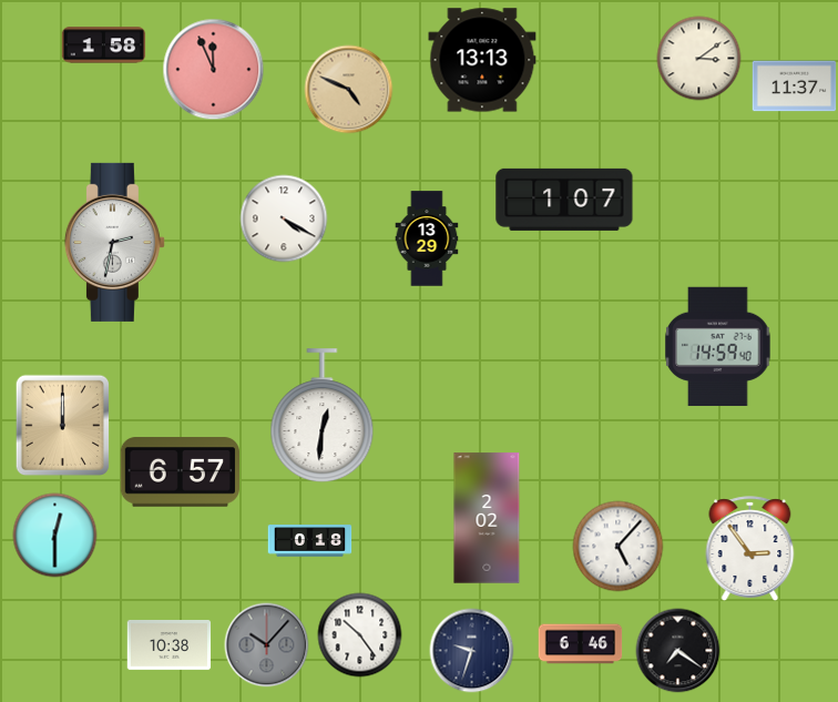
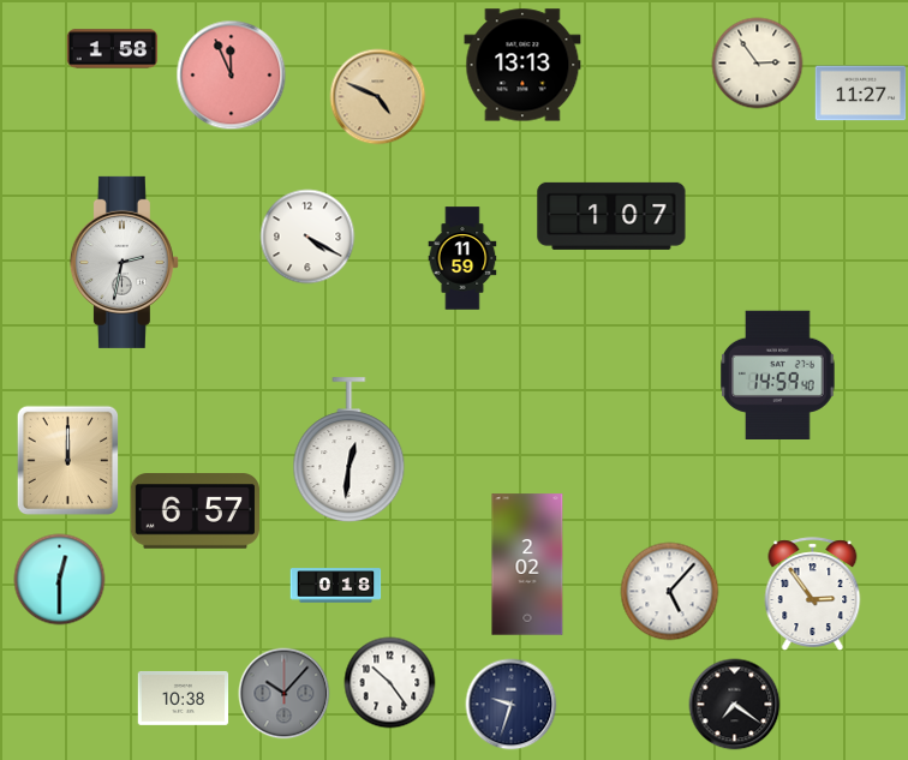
clock at (699, 59): 3:09 -> 2:54
clock at (795, 87): 11:37 -> 11:27
clock at (427, 238): 13:29 -> 11:59
clock at (487, 518) position: (487, 518) -> (527, 564)
clock at (360, 635) position: (360, 635) -> (390, 683)
clock at (581, 644): 6:46 -> none
clock at (267, 645) position: (267, 645) -> (285, 694)
